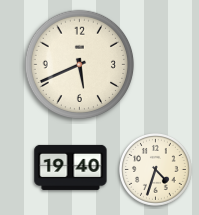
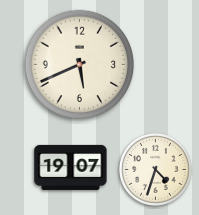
clock at (71, 167): 19:40 -> 19:07
